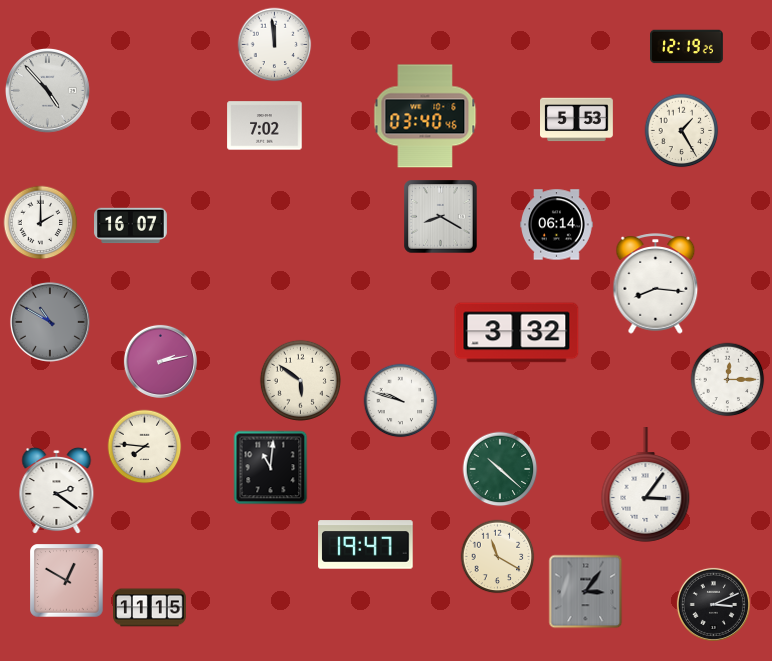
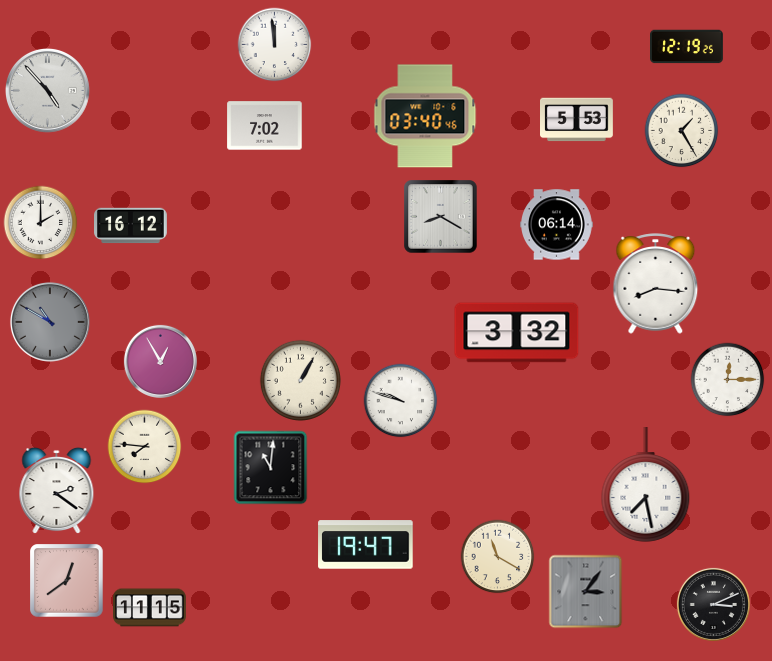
clock at (131, 226): 16:07 -> 16:12
clock at (160, 361): 2:13 -> 12:55
clock at (300, 380): 5:51 -> 1:05
clock at (500, 469): 10:22 -> none
clock at (646, 485): 3:06 -> 7:28
clock at (67, 581): 12:50 -> 12:39
